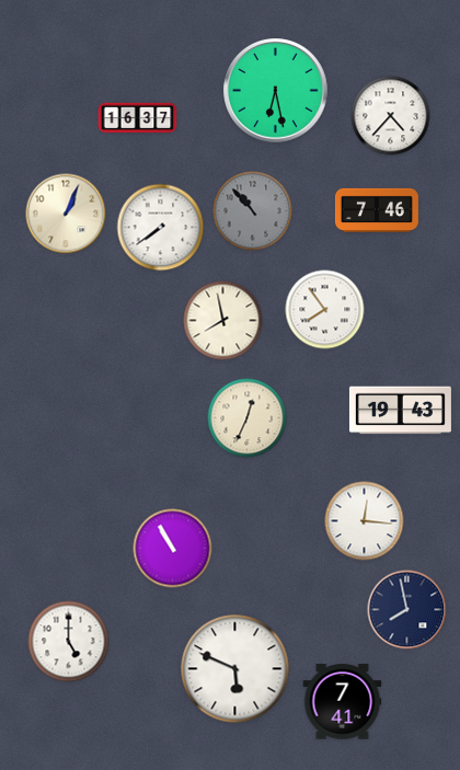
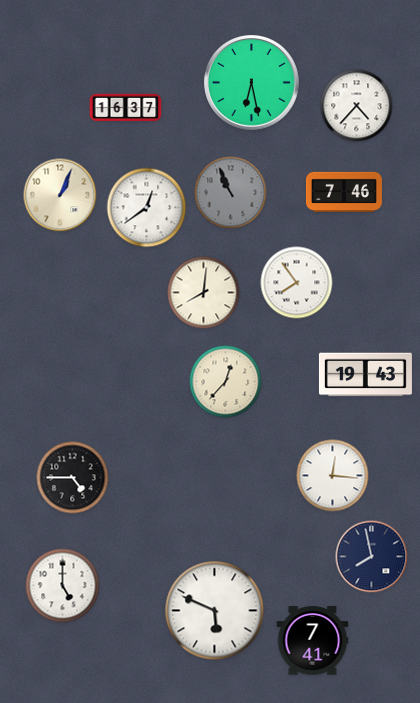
clock at (253, 211): 10:53 -> 10:56
clock at (161, 228): 7:39 -> 12:39
clock at (223, 321): 7:58 -> 8:01
clock at (248, 418): 12:34 -> 12:37
clock at (73, 478): none -> 4:45
clock at (173, 549): 10:55 -> none
